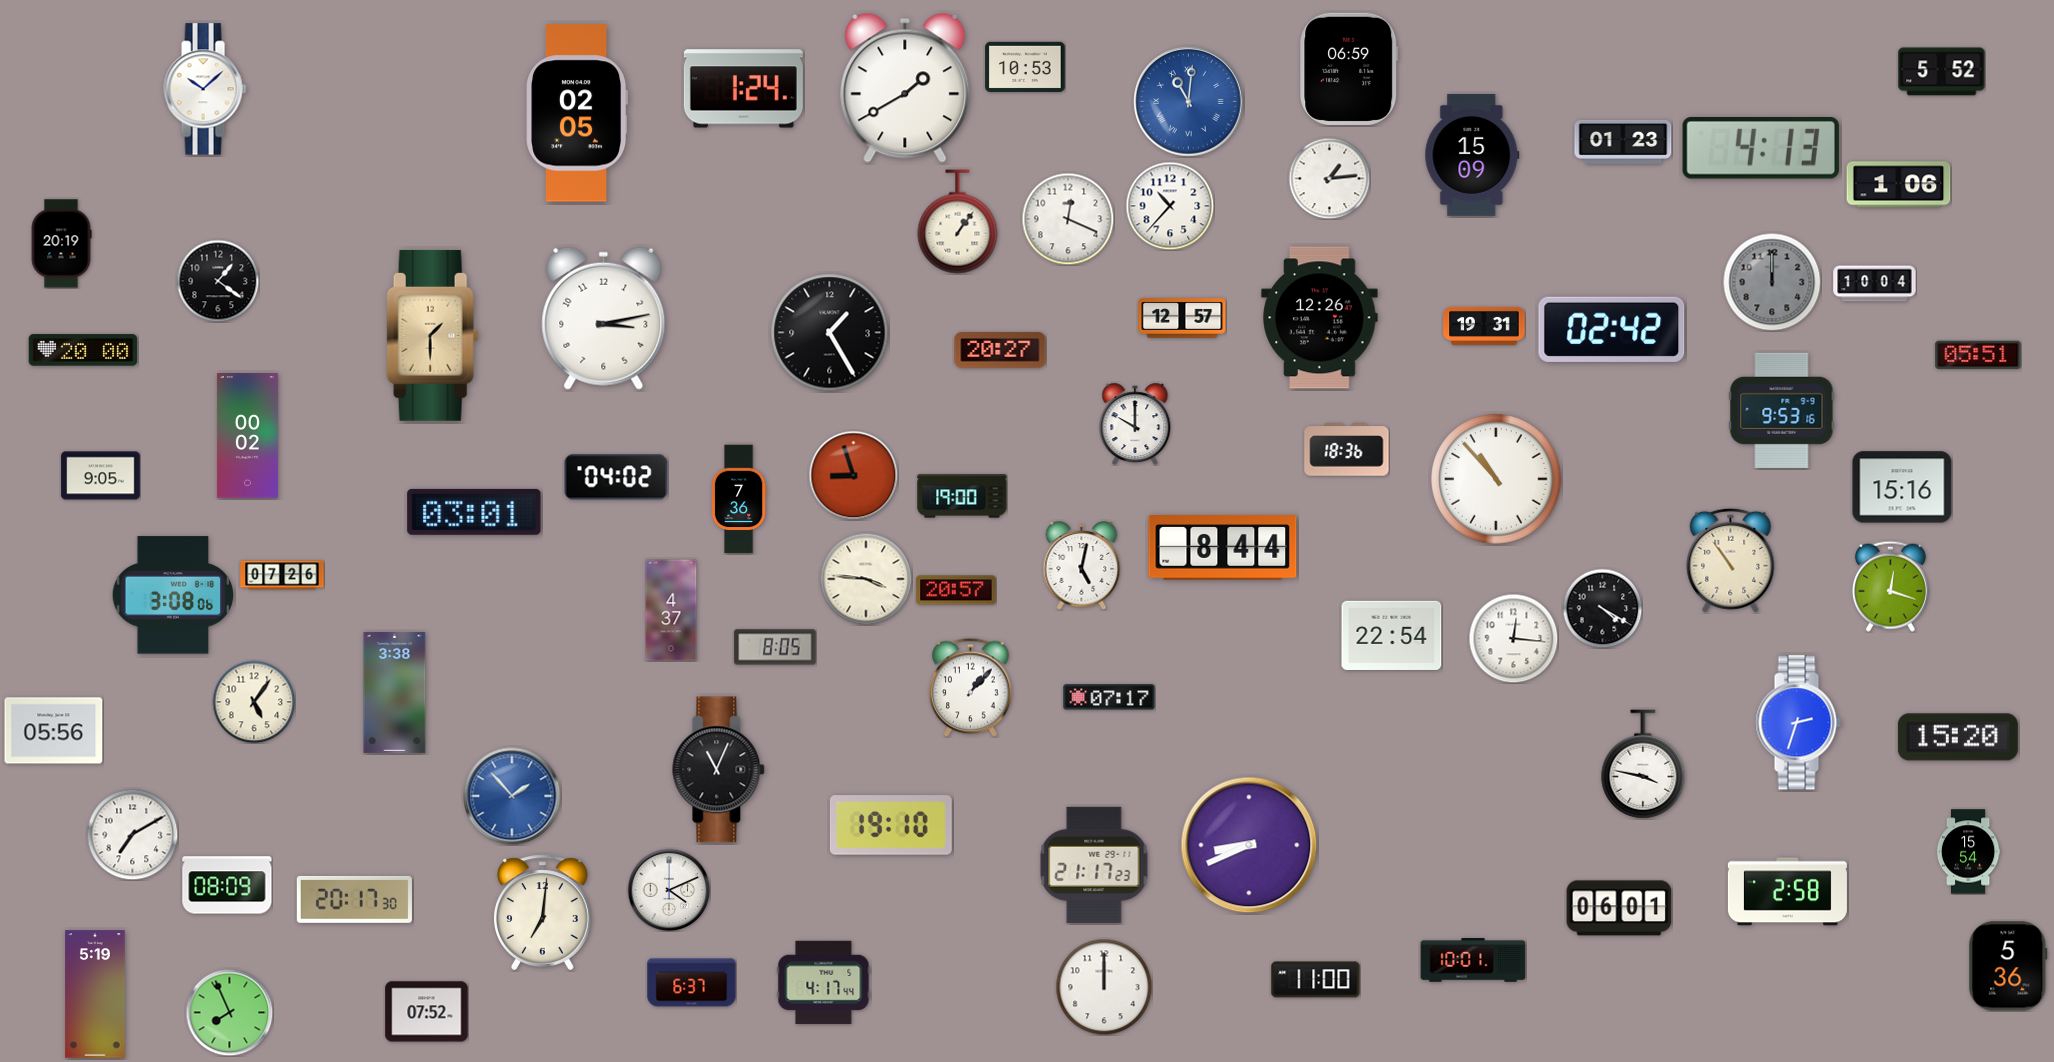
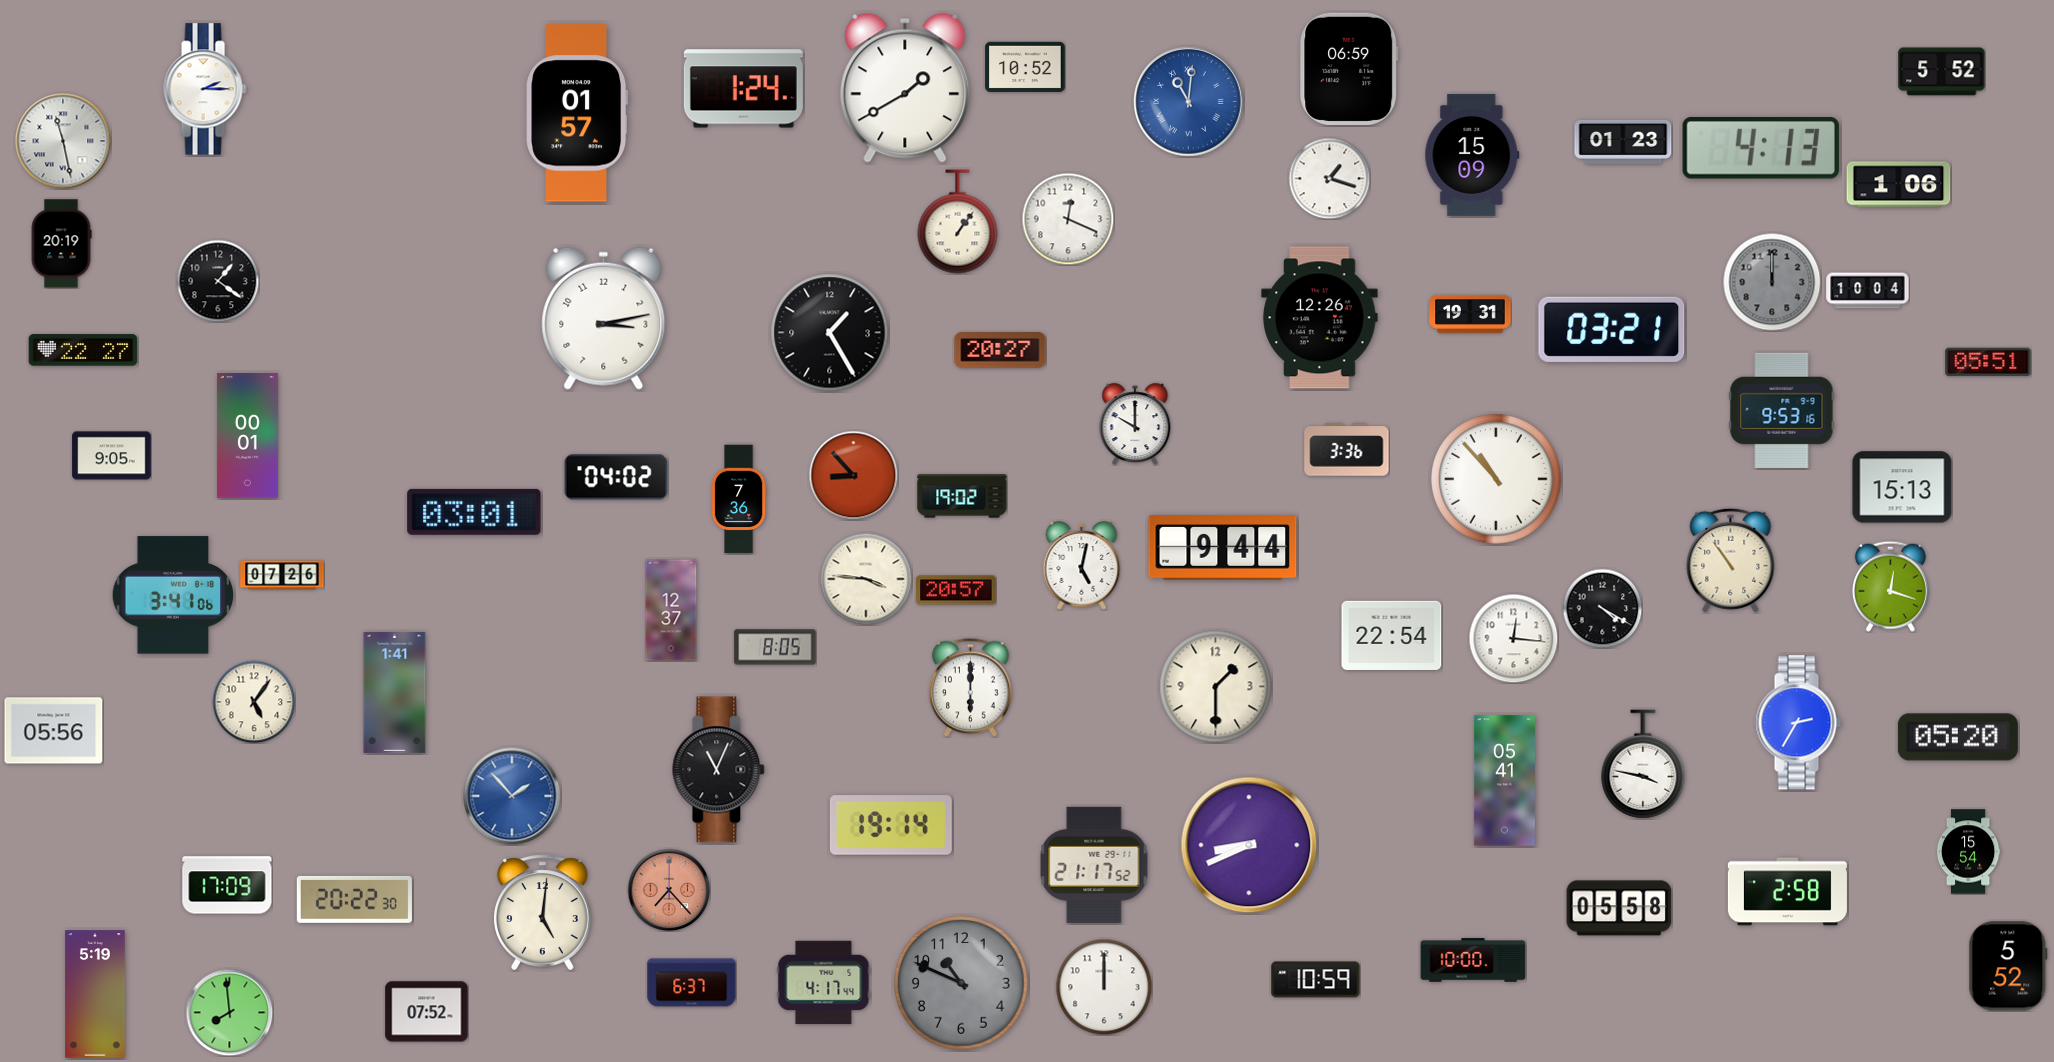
clock at (1025, 67): 10:53 -> 10:52
clock at (205, 89): 10:08 -> 2:15
clock at (577, 113): 02:05 -> 01:57
clock at (63, 141): none -> 11:28
clock at (1329, 178): 1:14 -> 1:18
clock at (1170, 206): 10:37 -> none
clock at (1875, 284) position: (1875, 284) -> (1868, 291)
clock at (1182, 318): 12:57 -> none
clock at (1484, 326) position: (1484, 326) -> (1470, 314)
clock at (1612, 329): 02:42 -> 03:21
clock at (433, 335): 1:30 -> none
clock at (83, 350): 20:00 -> 22:27
clock at (1978, 355) position: (1978, 355) -> (1988, 362)
clock at (247, 436): 00:02 -> 00:01
clock at (1347, 450): 18:36 -> 3:36
clock at (853, 475): 8:57 -> 8:53
clock at (101, 476) position: (101, 476) -> (112, 456)
clock at (1902, 487): 15:16 -> 15:13
clock at (962, 496): 19:00 -> 19:02
clock at (1223, 548): 8:44 -> 9:44
clock at (173, 595): 3:08 -> 3:41
clock at (671, 610): 4:37 -> 12:37
clock at (971, 687): 1:07 -> 6:00
clock at (1216, 687): none -> 1:30
clock at (395, 692): 3:38 -> 1:41
clock at (1109, 697): 07:17 -> none
clock at (1798, 723): 2:33 -> 2:35
clock at (1958, 737): 15:20 -> 05:20
clock at (1504, 781): none -> 05:41
clock at (891, 825): 19:10 -> 19:14
clock at (132, 834): 7:10 -> none
clock at (1094, 865): 21:17:23 -> 21:17:52
clock at (227, 885): 08:09 -> 17:09
clock at (669, 890): 4:11 -> 7:23
clock at (669, 890) dial: white -> salmon
clock at (354, 899): 20:17 -> 20:22
clock at (1619, 908): 06:01 -> 05:58
clock at (543, 913): 7:01 -> 5:01
clock at (1473, 960): 10:01 -> 10:00
clock at (2008, 966): 5:36 -> 5:52
clock at (1316, 980): 11:00 -> 10:59
clock at (961, 983): none -> 10:49
clock at (229, 1012): 7:56 -> 7:59
